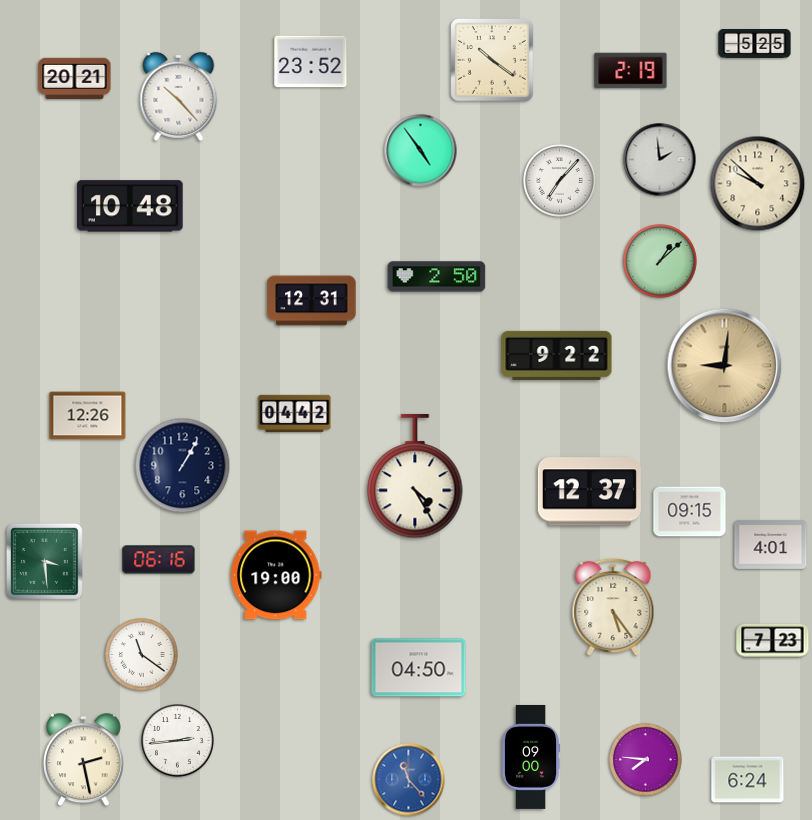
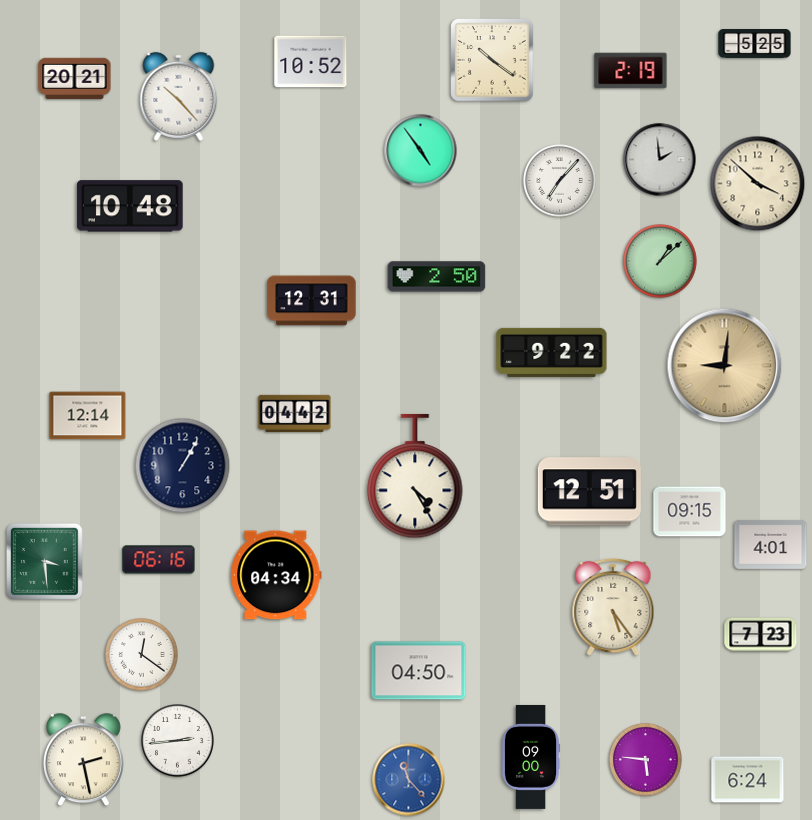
clock at (311, 62): 23:52 -> 10:52
clock at (758, 184): 9:52 -> 3:52
clock at (557, 355) position: (557, 355) -> (552, 352)
clock at (88, 416): 12:26 -> 12:14
clock at (589, 492): 12:37 -> 12:51
clock at (276, 575): 19:00 -> 04:34
clock at (773, 641) position: (773, 641) -> (761, 635)
clock at (142, 655): 11:21 -> 12:21
clock at (419, 668) position: (419, 668) -> (419, 671)
clock at (646, 760): 7:46 -> 5:46
